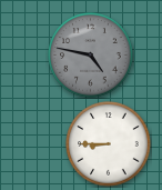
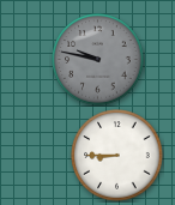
clock at (91, 56): 4:47 -> 9:47
